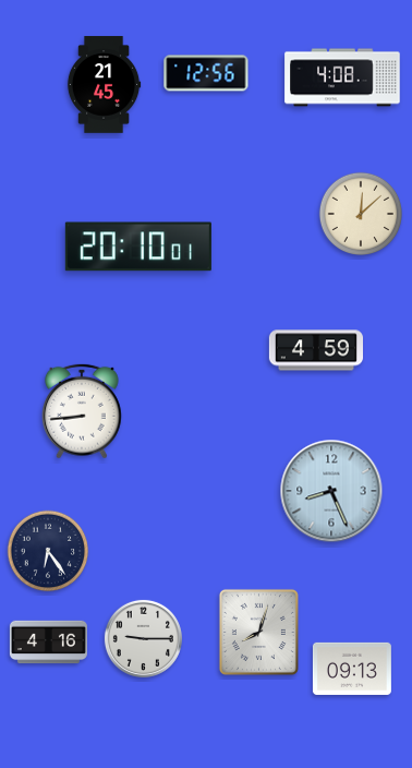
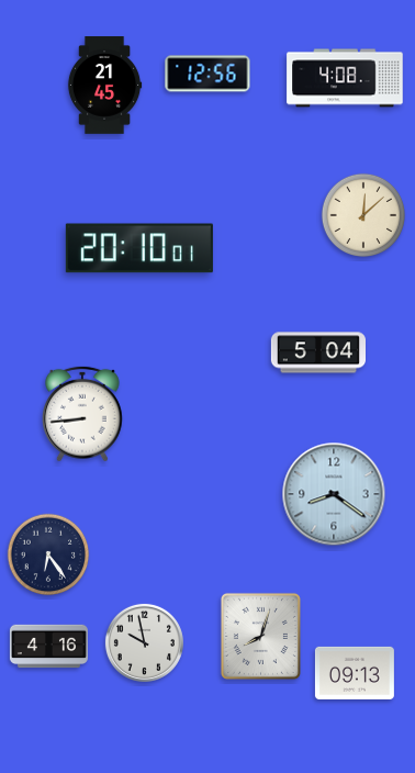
clock at (315, 350): 4:59 -> 5:04
clock at (331, 491): 8:26 -> 8:21
clock at (143, 638): 9:15 -> 9:58
